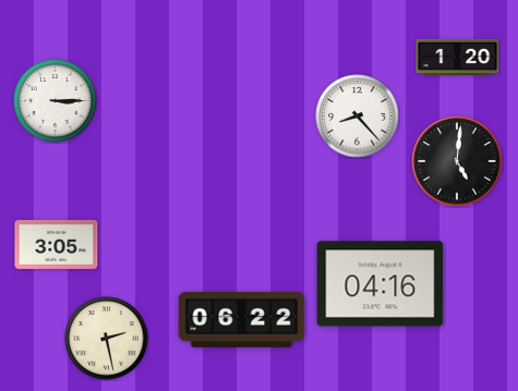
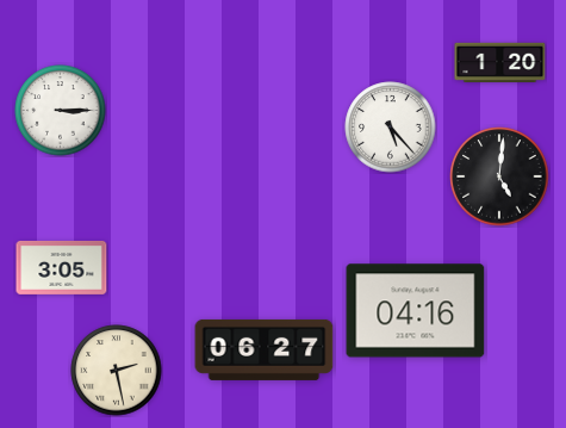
clock at (358, 117): 8:23 -> 5:23
clock at (242, 319): 06:22 -> 06:27
